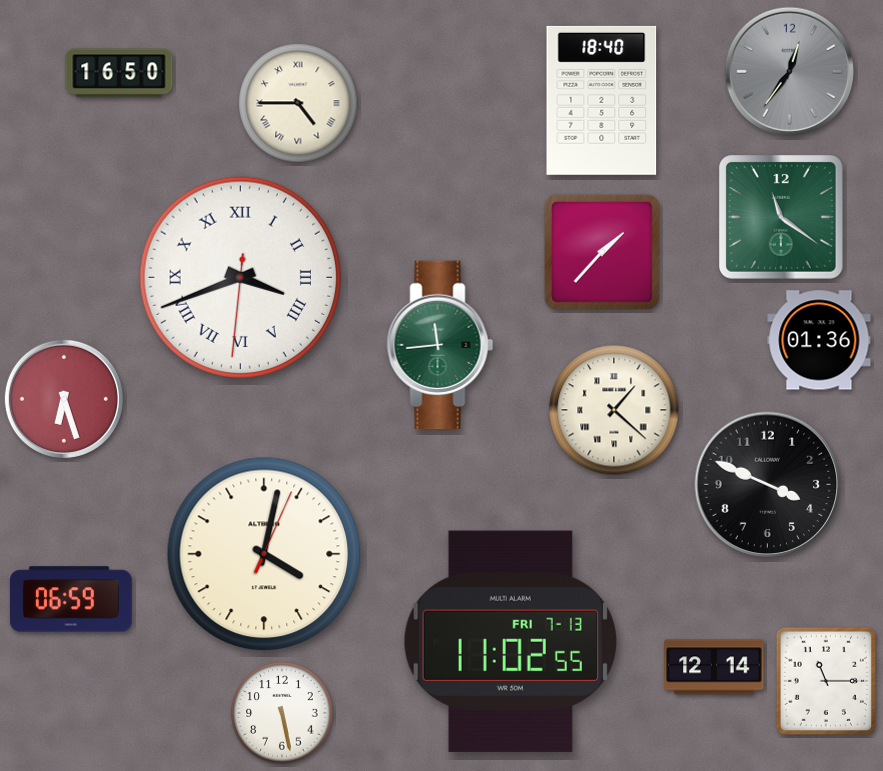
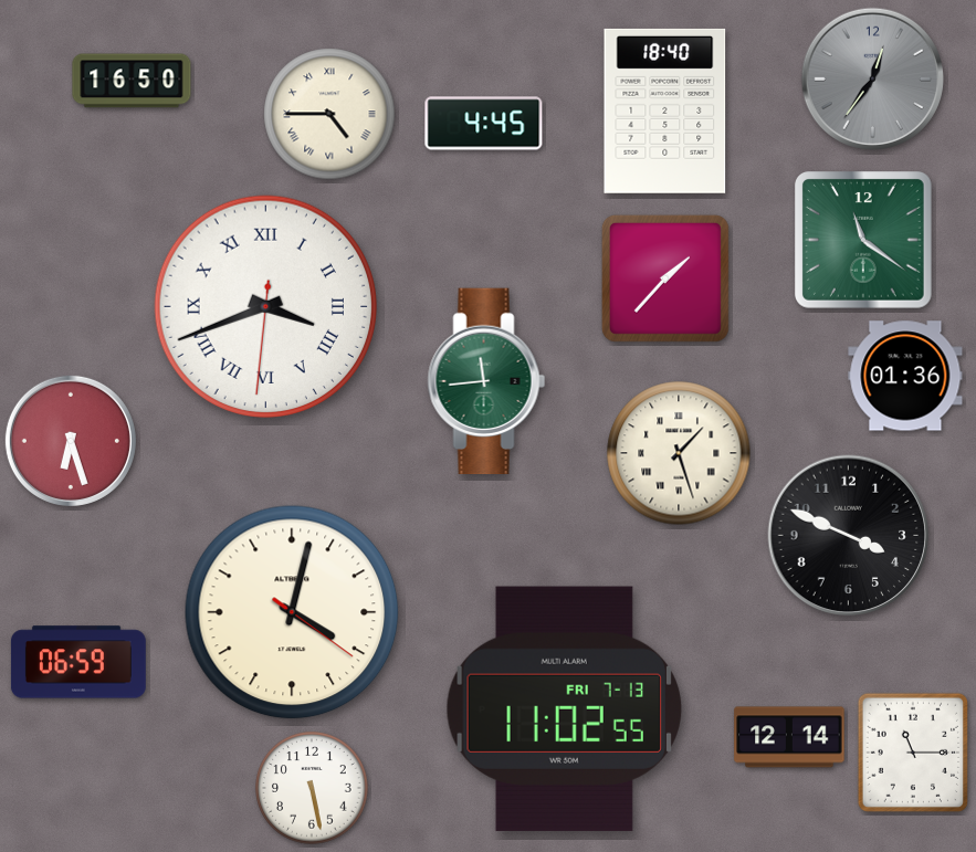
clock at (484, 124): none -> 4:45
clock at (614, 410): 1:22 -> 1:27
clock at (264, 554): 4:02:04 -> 4:02:21
